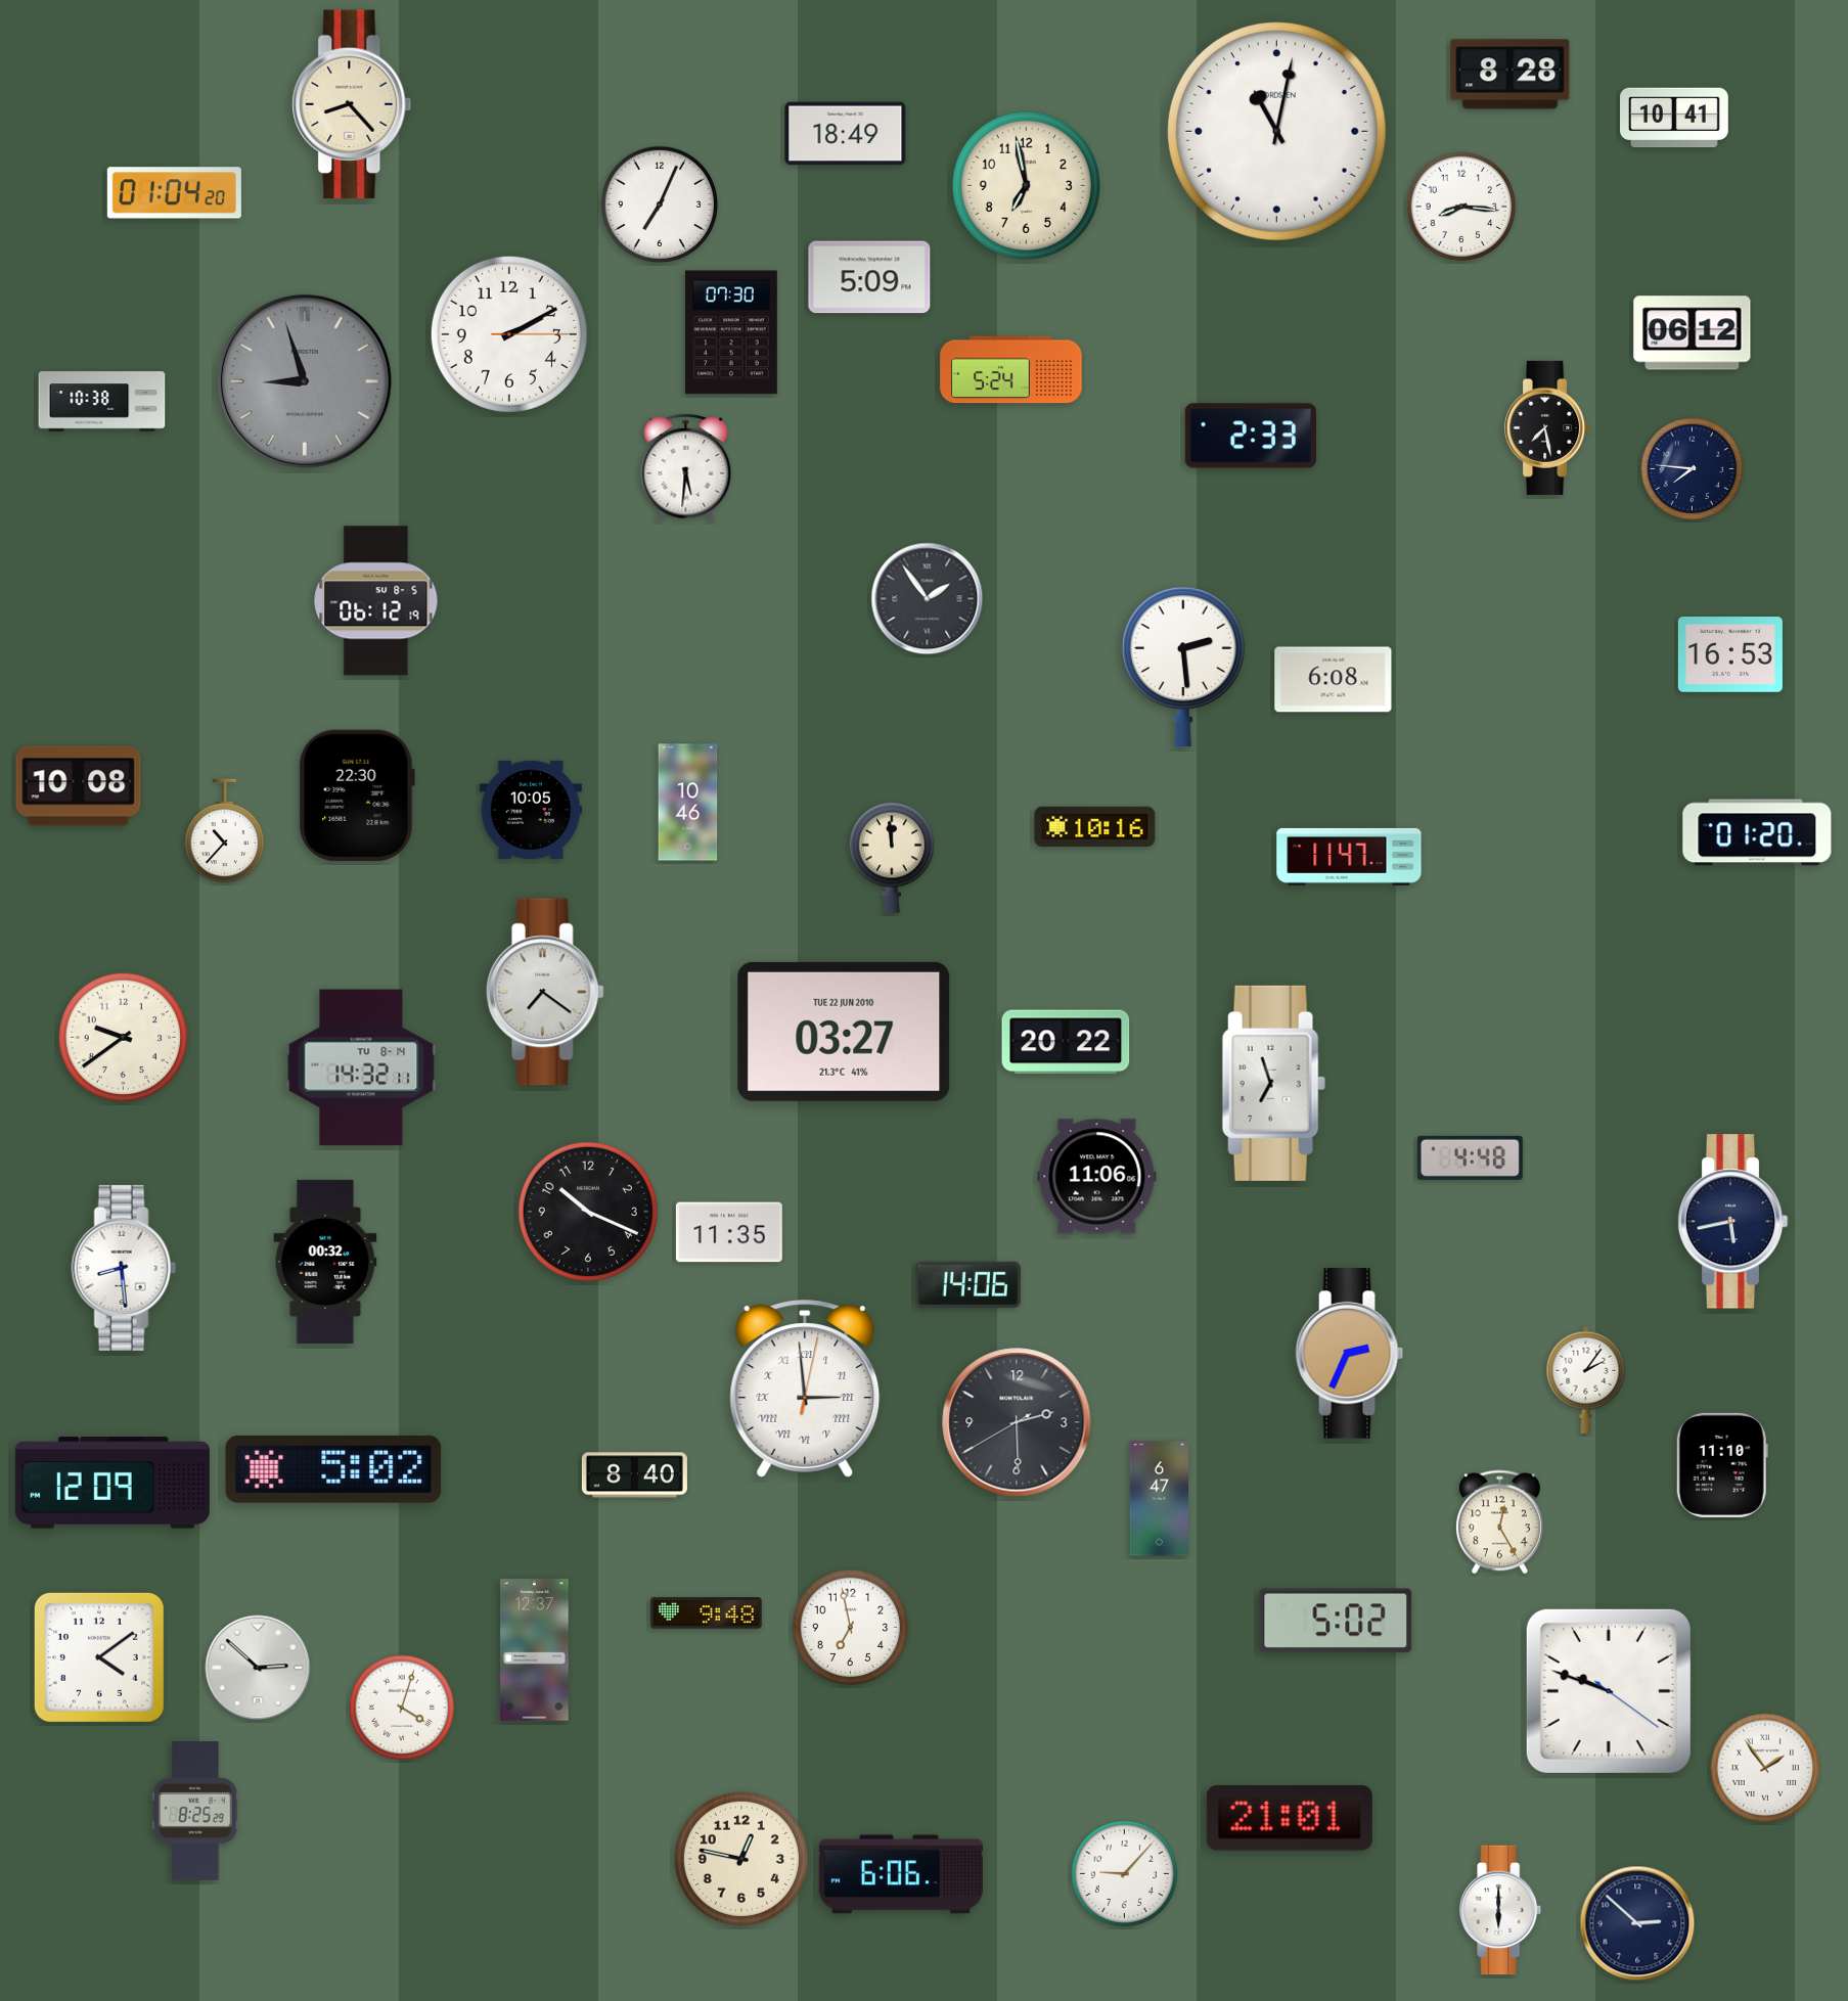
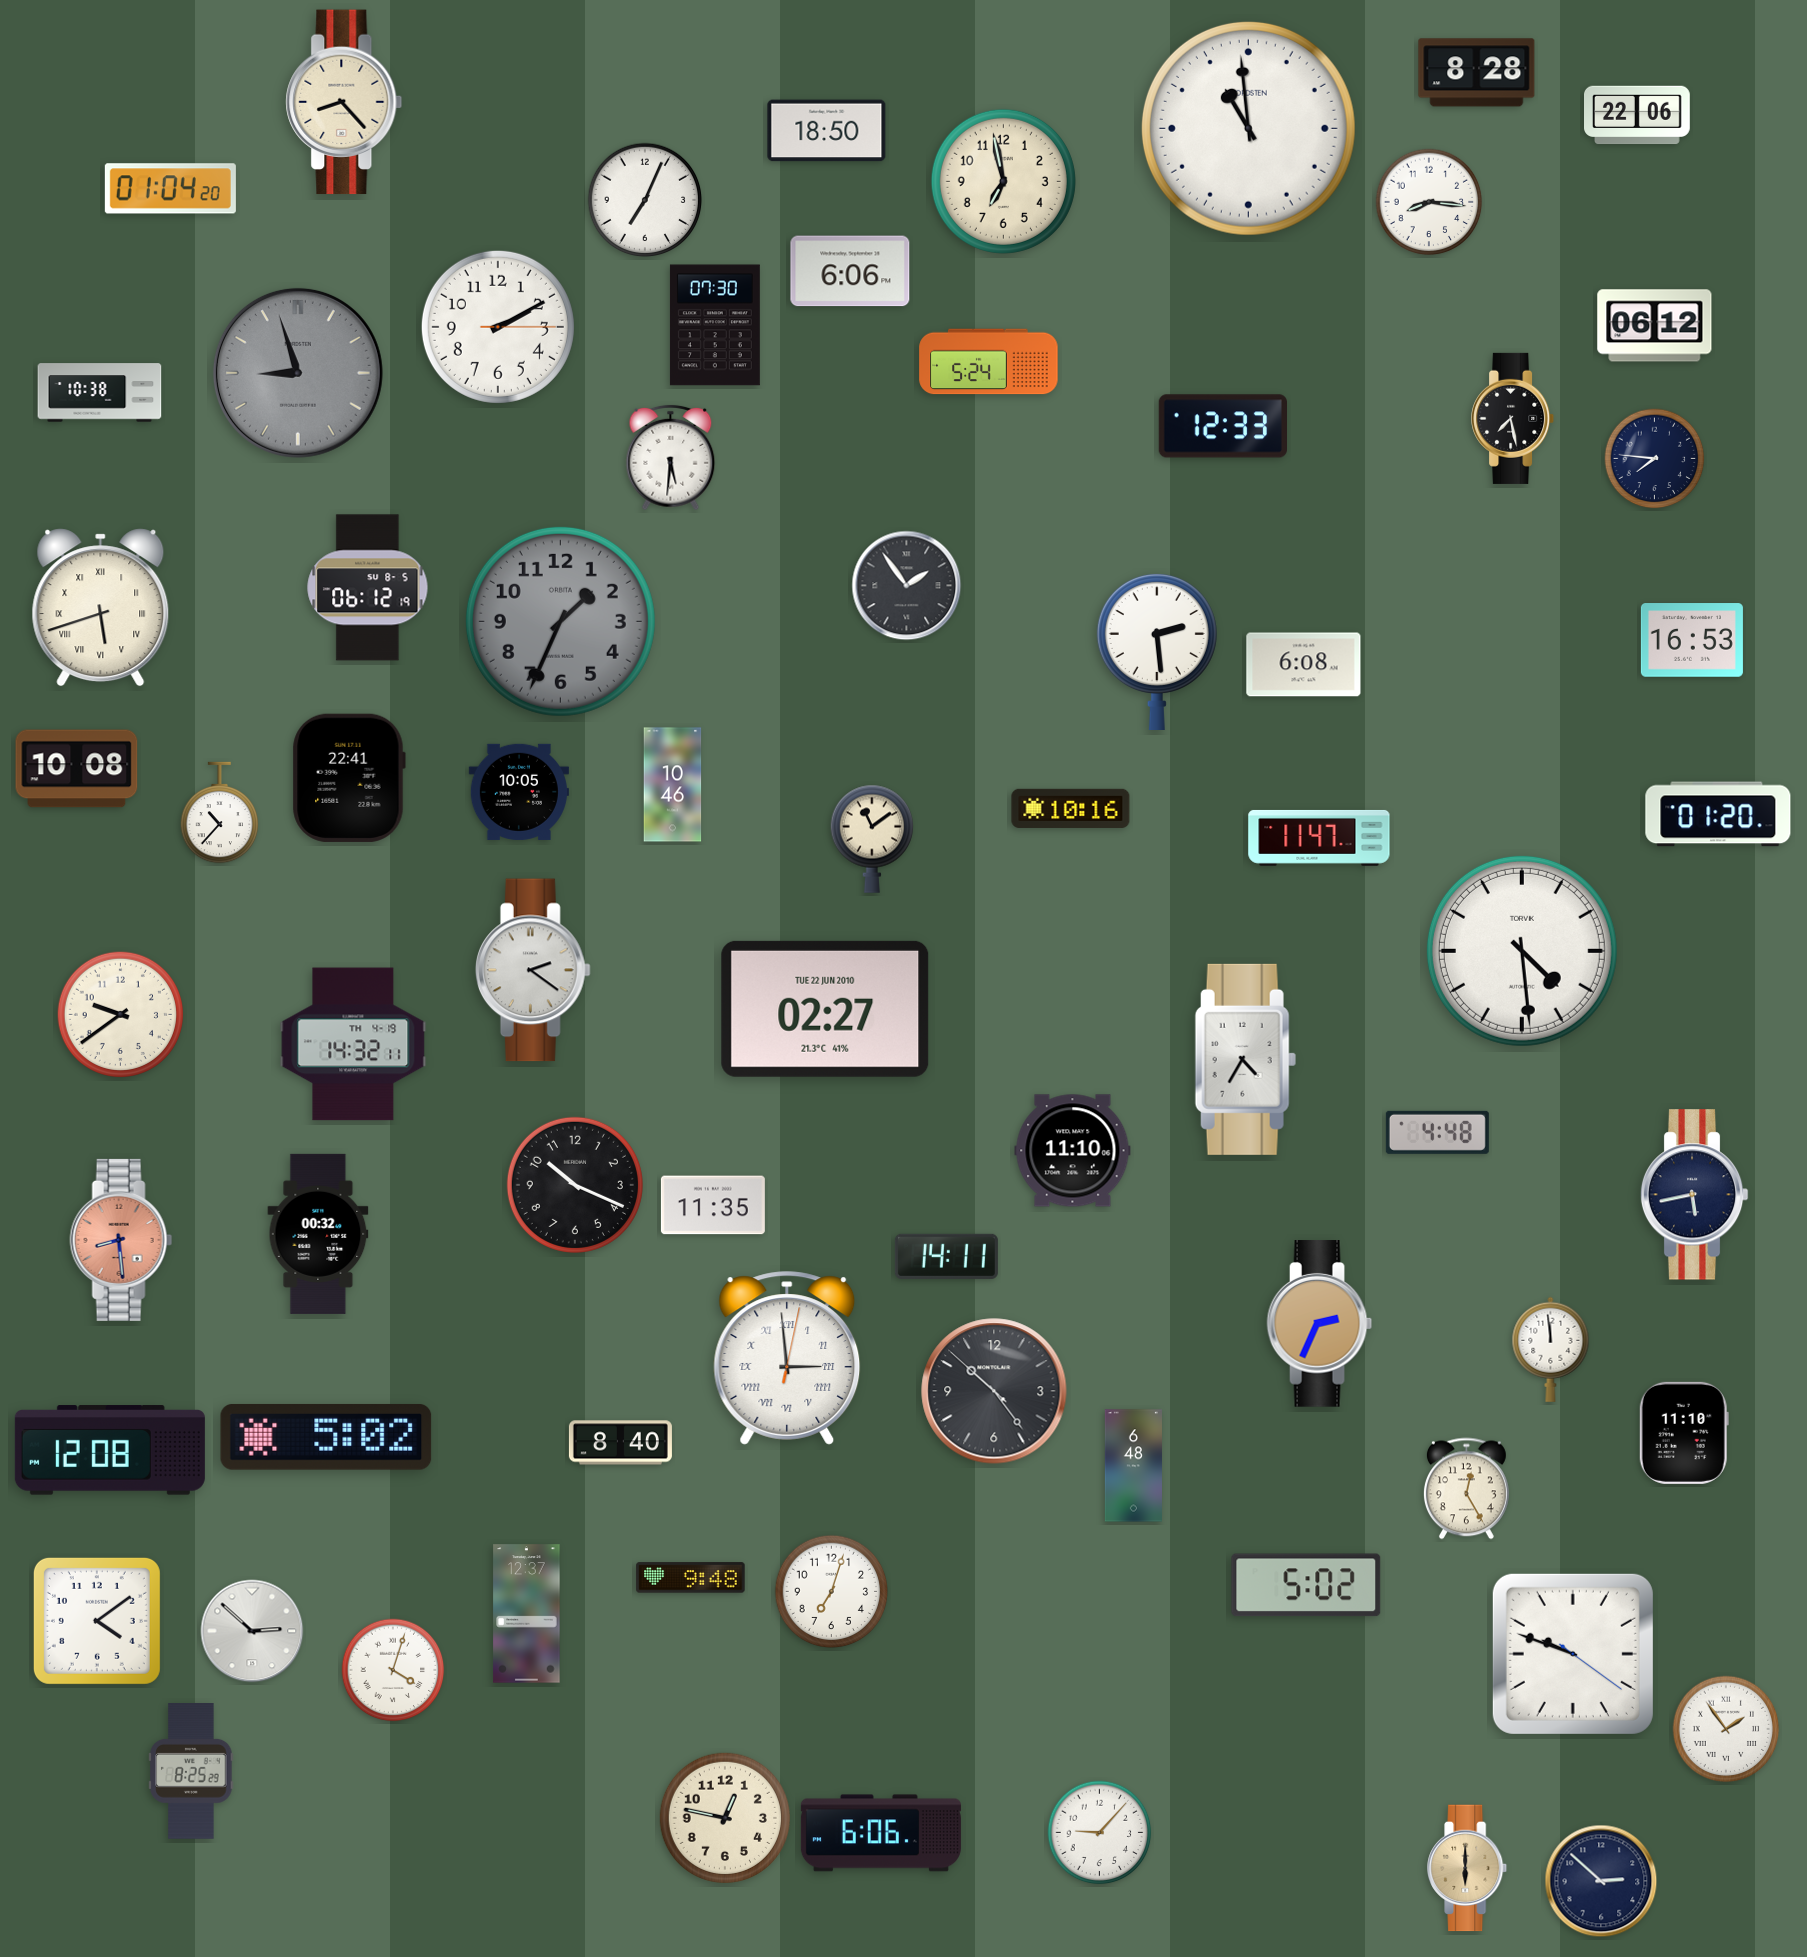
clock at (1675, 118): 10:41 -> 22:06
clock at (1276, 131): 11:02 -> 10:59
clock at (846, 134): 18:49 -> 18:50
clock at (869, 277): 5:09 -> 6:06
clock at (1250, 436): 2:33 -> 12:33
clock at (101, 608): none -> 5:42
clock at (560, 621): none -> 1:34
clock at (357, 795): 22:30 -> 22:41
clock at (892, 858): 11:59 -> 11:09
clock at (1522, 951): none -> 4:29
clock at (545, 992): 7:21 -> 2:21
clock at (844, 1032): 03:27 -> 02:27
clock at (1066, 1042): 20:22 -> none
clock at (361, 1067) date: TU 8-14 -> TH 4-19
clock at (1273, 1083): 6:57 -> 4:35
clock at (1097, 1177): 11:06 -> 11:10
clock at (124, 1268) dial: white -> salmon
clock at (967, 1284): 14:06 -> 14:11
clock at (1586, 1379): 2:06 -> 11:59
clock at (1017, 1422): 2:29 -> 10:23
clock at (112, 1483): 12:09 -> 12:08
clock at (1159, 1499): 6:47 -> 6:48
clock at (851, 1628): 6:58 -> 7:03
clock at (535, 1650) position: (535, 1650) -> (527, 1614)
clock at (1290, 1819): 21:01 -> none
clock at (1501, 1910) dial: white -> champagne
